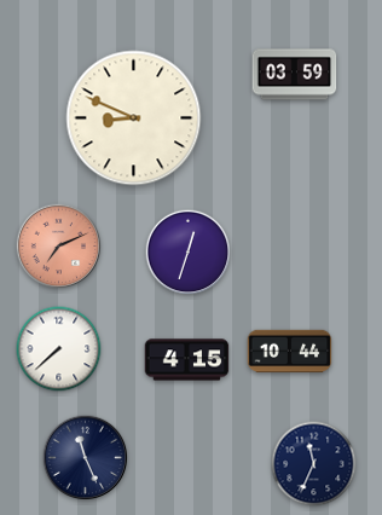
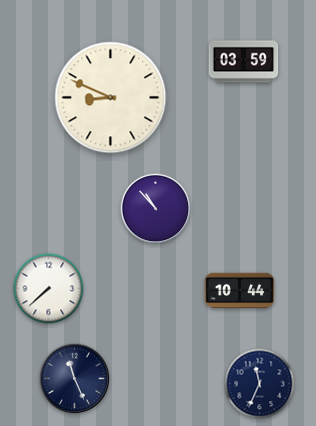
clock at (59, 247): 7:11 -> none
clock at (189, 253): 12:33 -> 10:53
clock at (187, 360): 4:15 -> none
clock at (86, 458) position: (86, 458) -> (75, 379)
